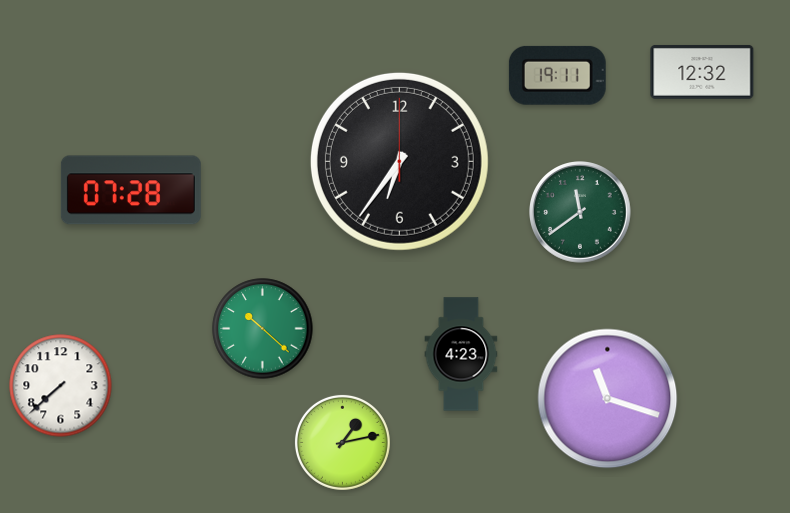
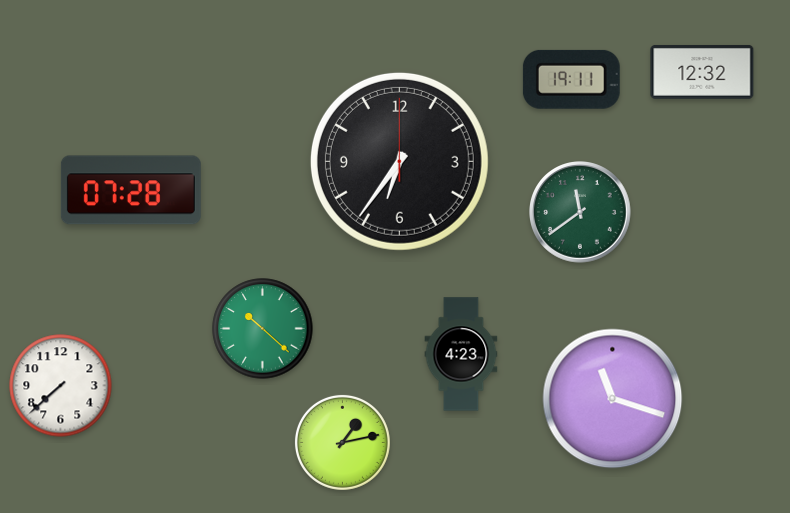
clock at (557, 75) position: (557, 75) -> (571, 79)
clock at (608, 399) position: (608, 399) -> (613, 399)
